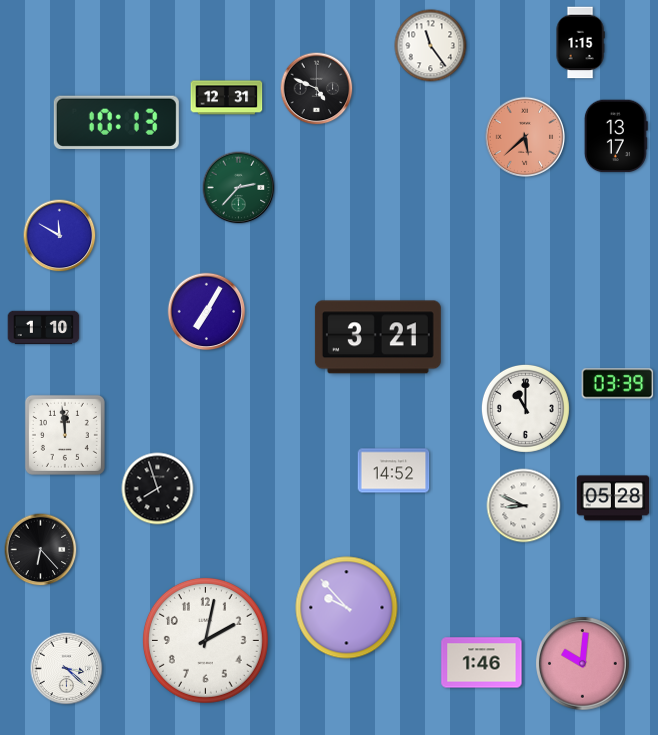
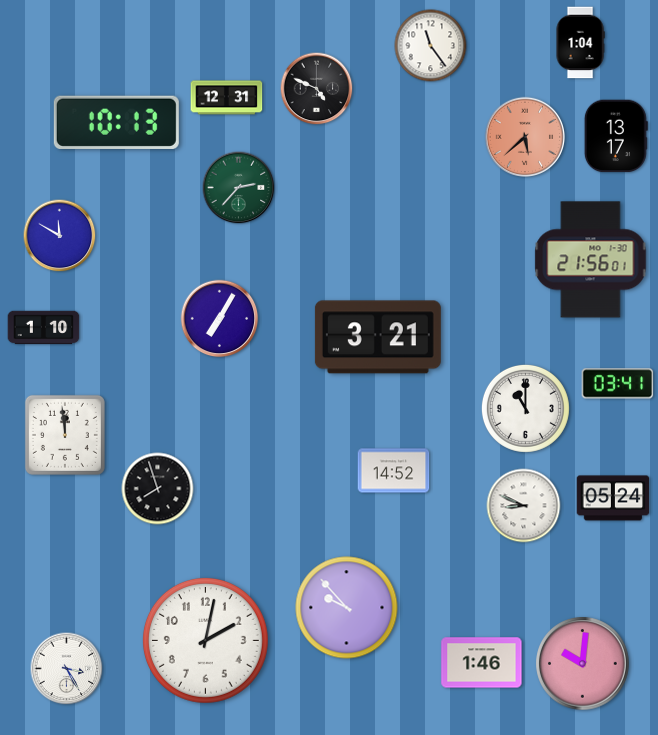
clock at (580, 43): 1:15 -> 1:04
clock at (591, 260): none -> 21:56
clock at (207, 312) position: (207, 312) -> (220, 319)
clock at (618, 384): 03:39 -> 03:41
clock at (613, 498): 05:28 -> 05:24
clock at (41, 550): 6:23 -> none
clock at (67, 669): 3:22 -> 3:25
